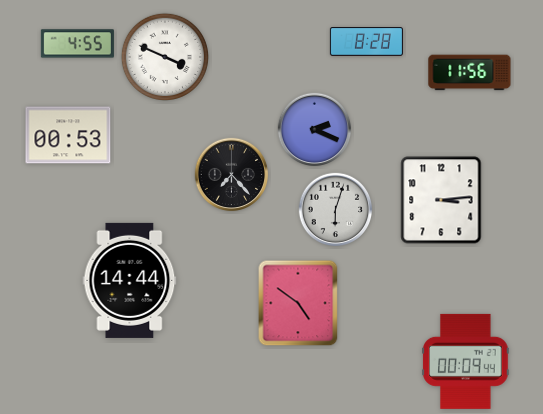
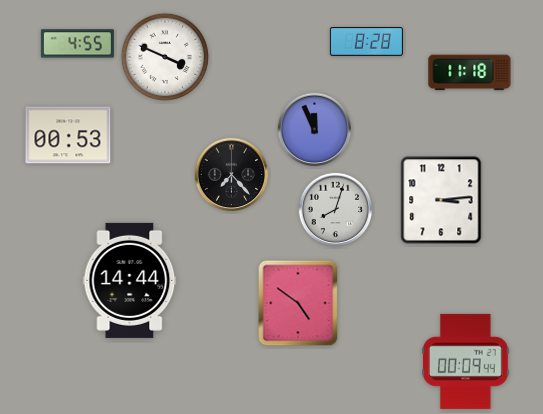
clock at (470, 73): 11:56 -> 11:18
clock at (315, 130): 2:19 -> 11:56
clock at (336, 210): 6:03 -> 8:03
